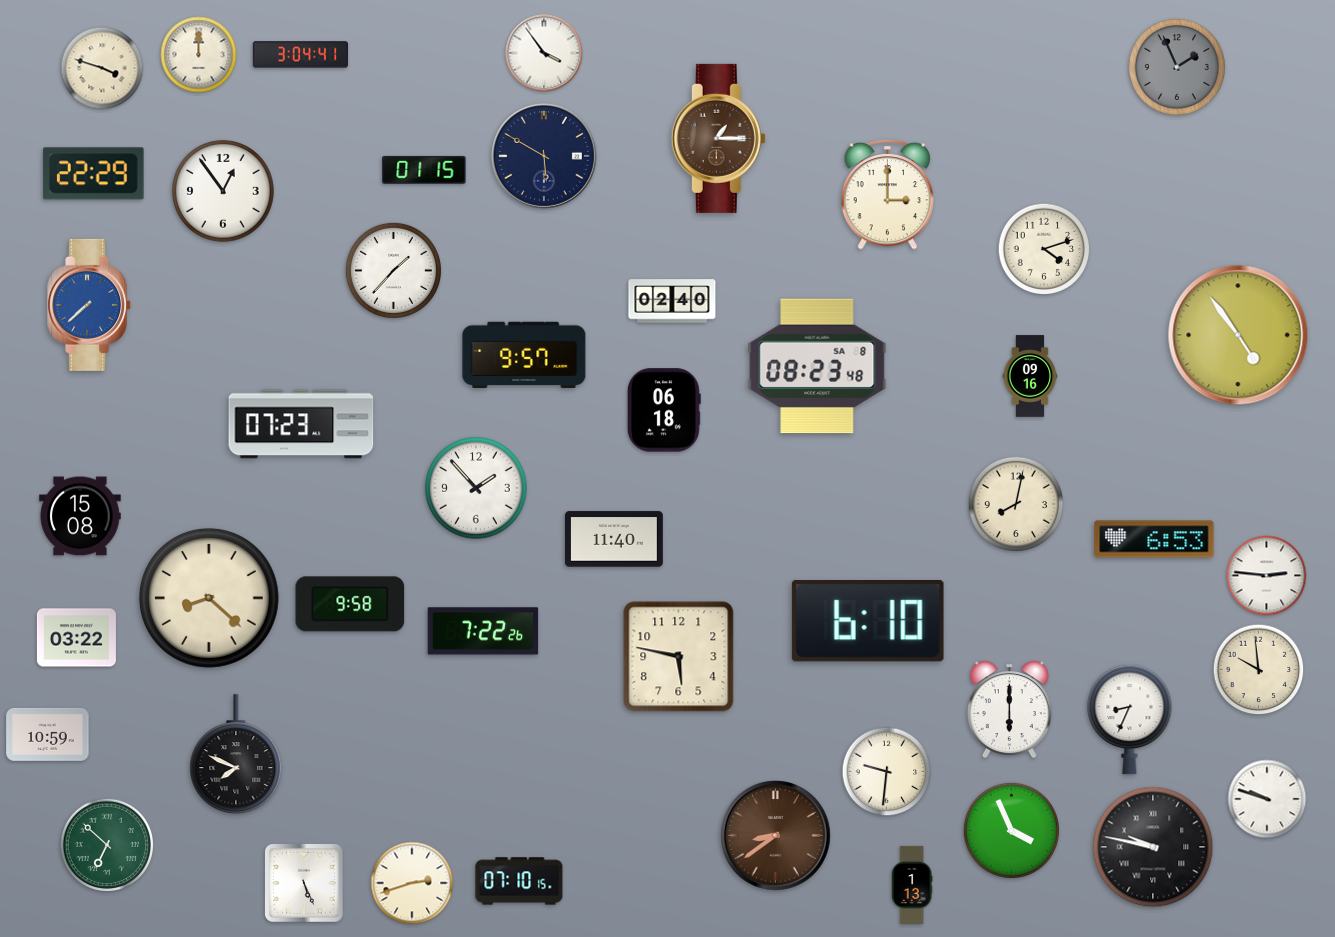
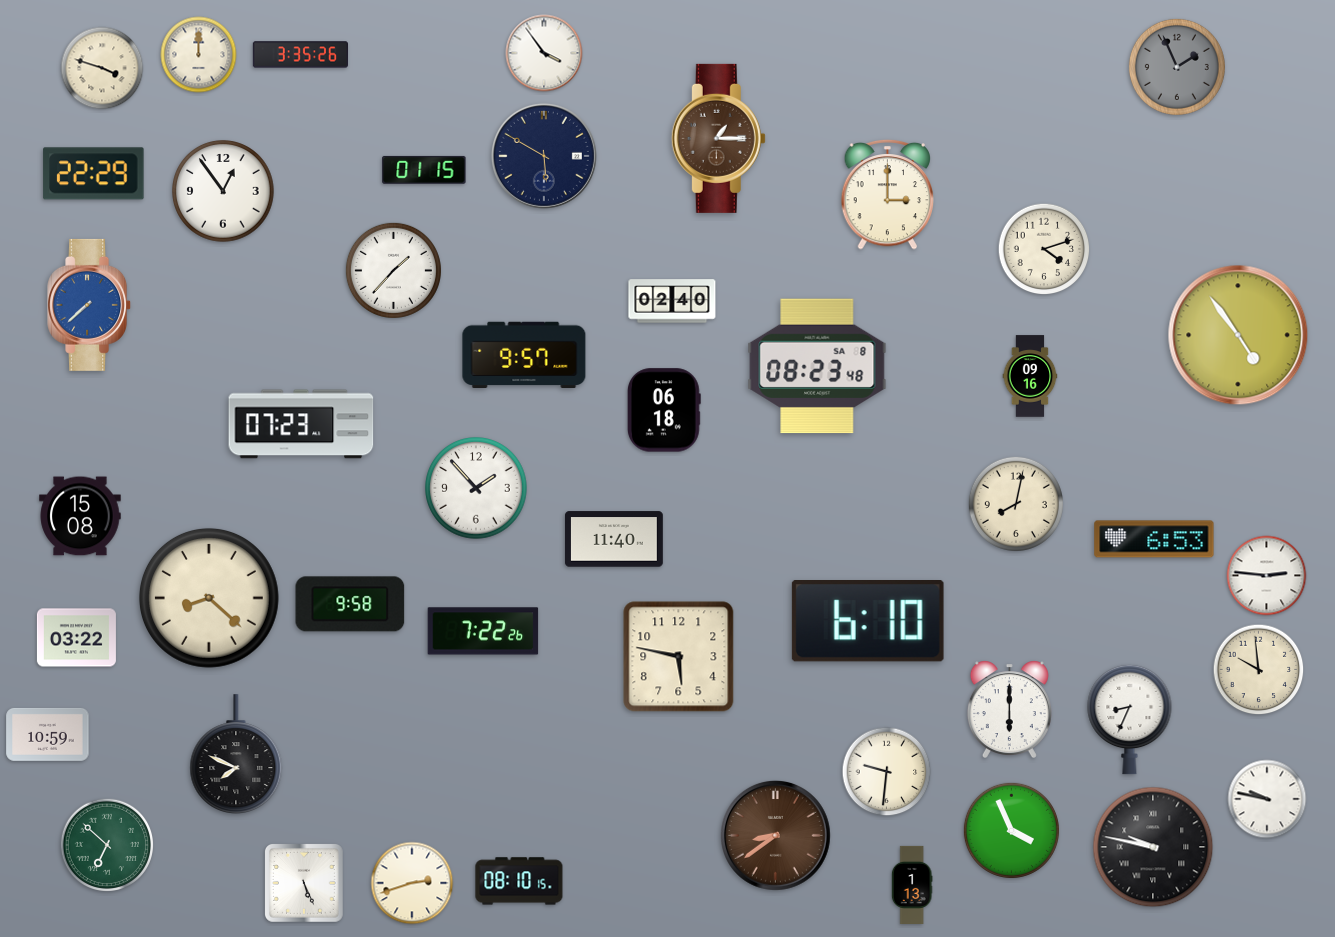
clock at (300, 55): 3:04 -> 3:35
clock at (1267, 799): 9:48 -> 9:47
clock at (519, 881): 07:10 -> 08:10
